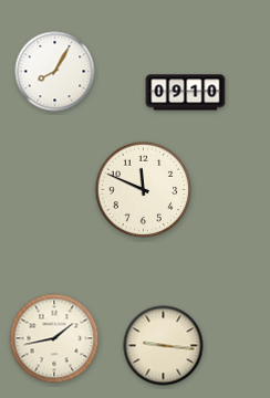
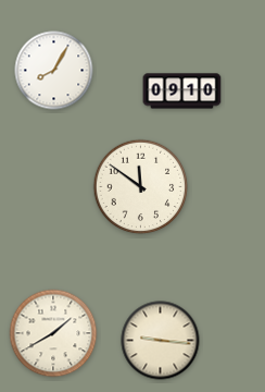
clock at (144, 190): 11:49 -> 11:51
clock at (54, 338): 1:43 -> 1:40
